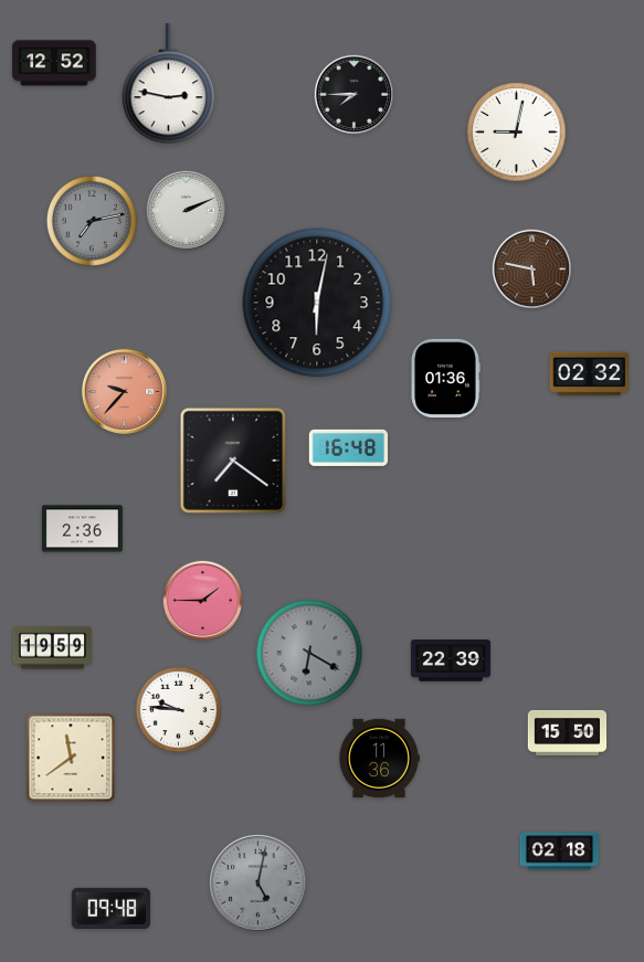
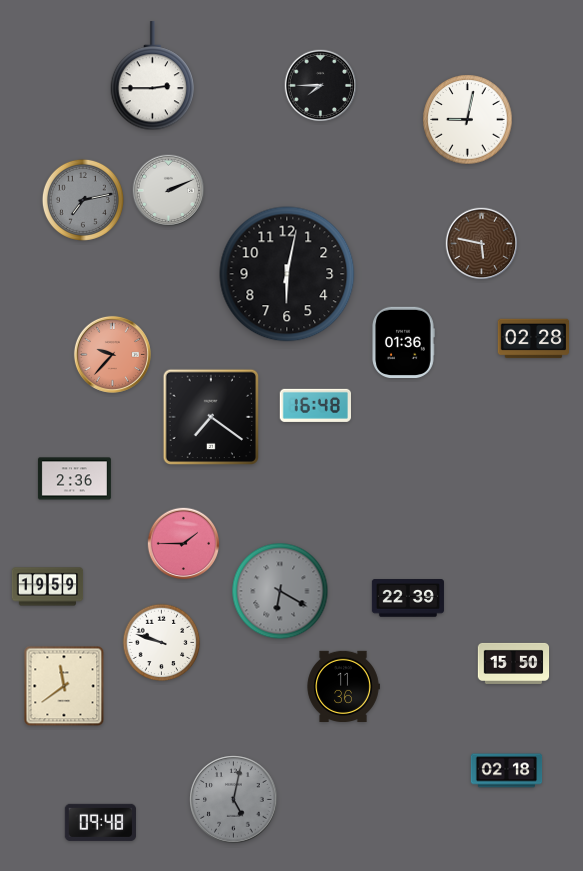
clock at (54, 63): 12:52 -> none
clock at (169, 84): 2:47 -> 2:45
clock at (590, 374): 02:32 -> 02:28
clock at (179, 710): 9:46 -> 9:48
